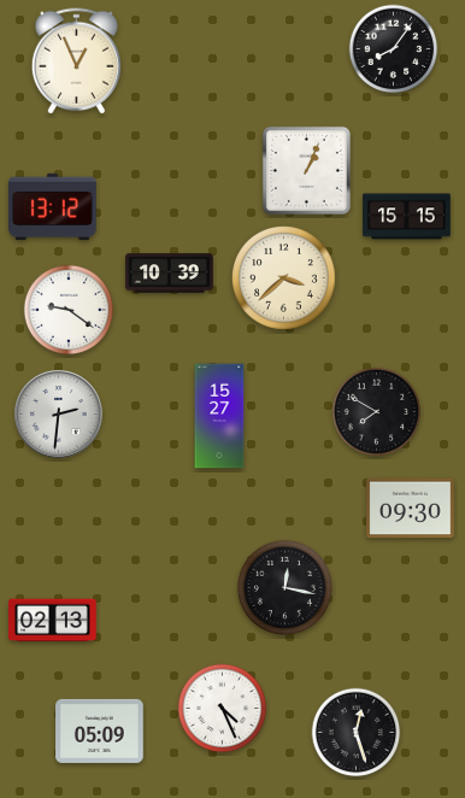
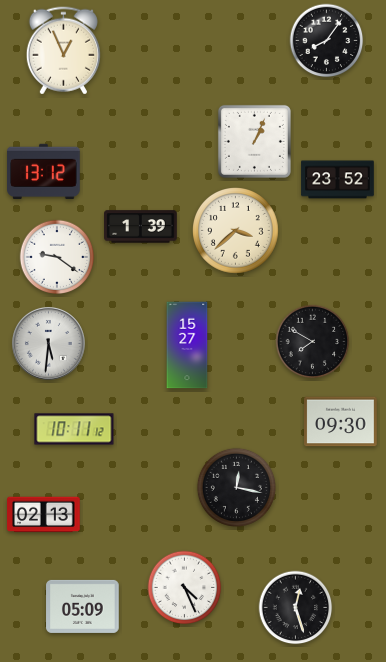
clock at (407, 217): 15:15 -> 23:52
clock at (170, 274): 10:39 -> 1:39
clock at (58, 413): 2:31 -> 5:31
clock at (219, 416) position: (219, 416) -> (187, 345)
clock at (74, 429): none -> 10:11
